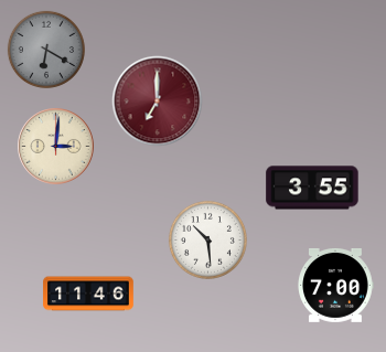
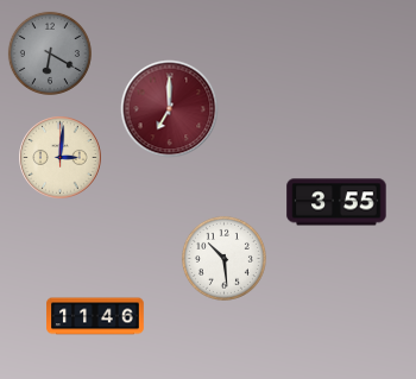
clock at (335, 286): 7:00 -> none
